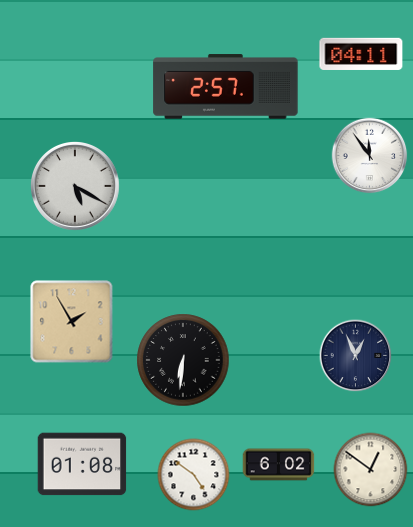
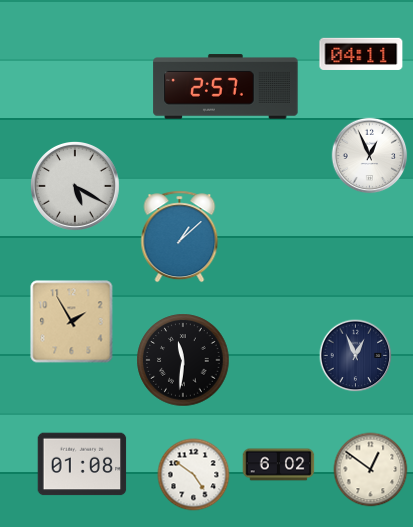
clock at (370, 156): 11:54 -> 12:56
clock at (180, 237): none -> 1:08
clock at (183, 360): 6:31 -> 11:31
